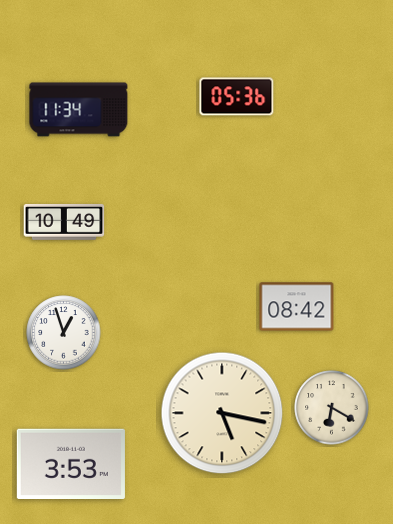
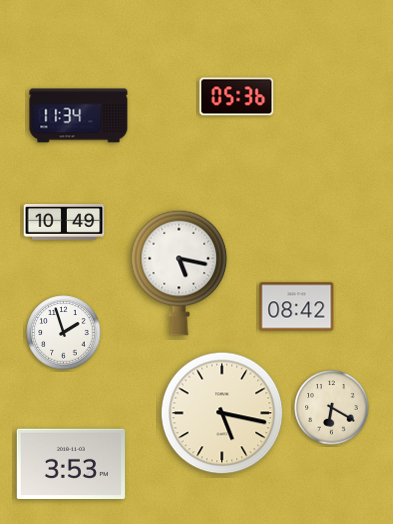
clock at (79, 110) position: (79, 110) -> (79, 116)
clock at (179, 273): none -> 5:17
clock at (64, 333): 12:57 -> 1:57
